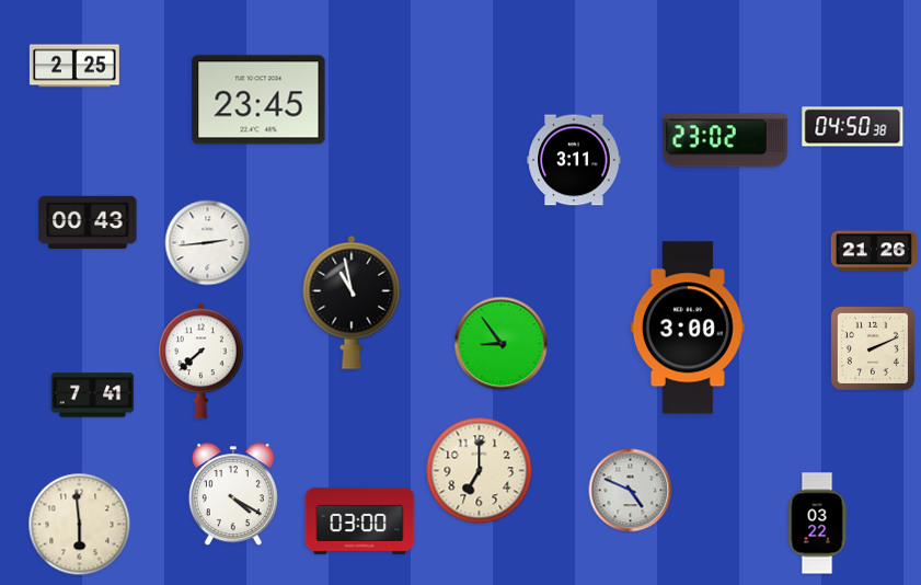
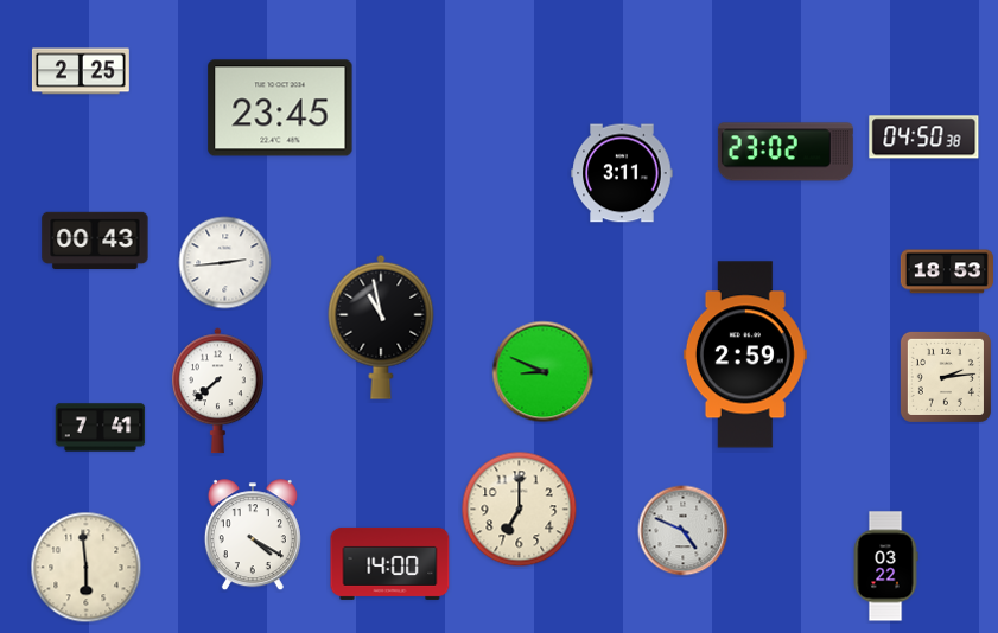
clock at (874, 251): 21:26 -> 18:53
clock at (688, 328): 3:00 -> 2:59
clock at (502, 344): 8:54 -> 8:49
clock at (873, 348): 2:11 -> 2:14
clock at (360, 520): 03:00 -> 14:00
